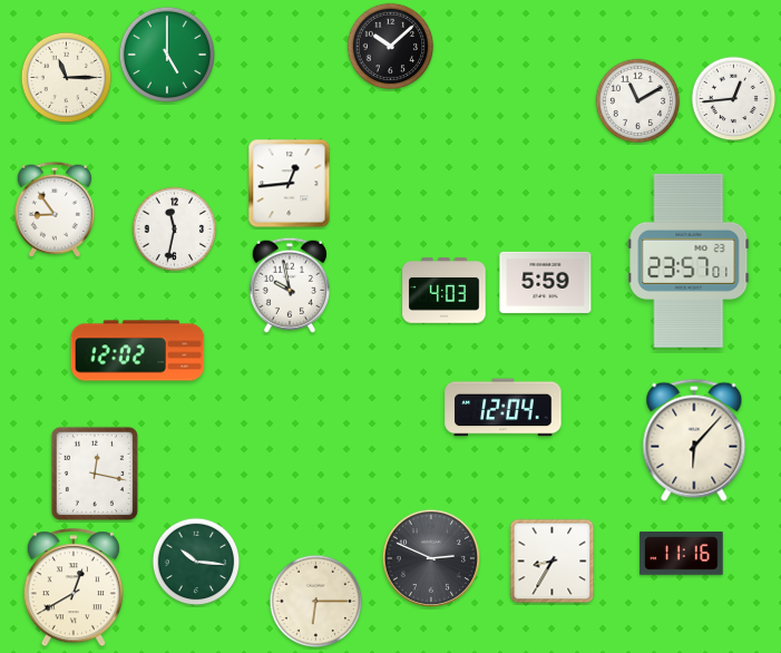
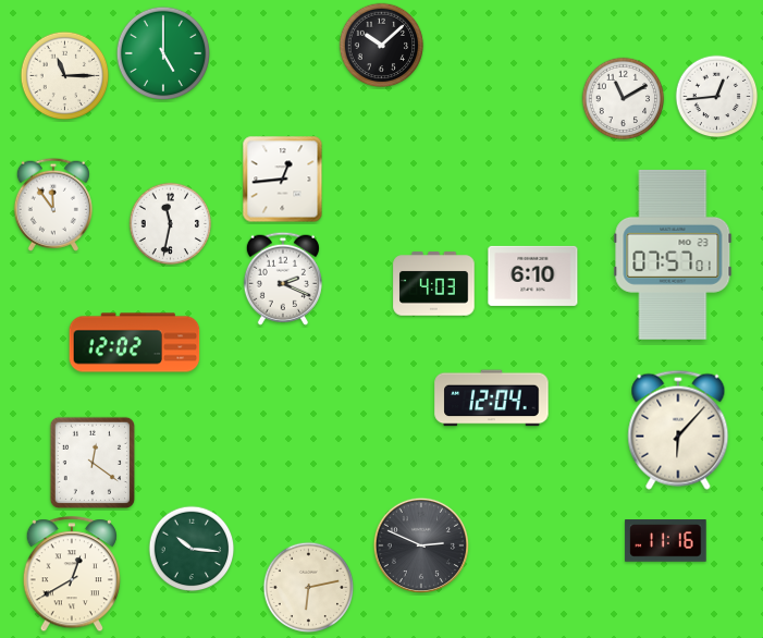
clock at (55, 209): 8:54 -> 11:54
clock at (689, 261): 23:57 -> 07:57
clock at (546, 282): 5:59 -> 6:10
clock at (290, 285): 9:58 -> 2:19
clock at (94, 472): 12:17 -> 12:21
clock at (553, 562): 8:35 -> none
clock at (316, 602): 6:15 -> 6:13
